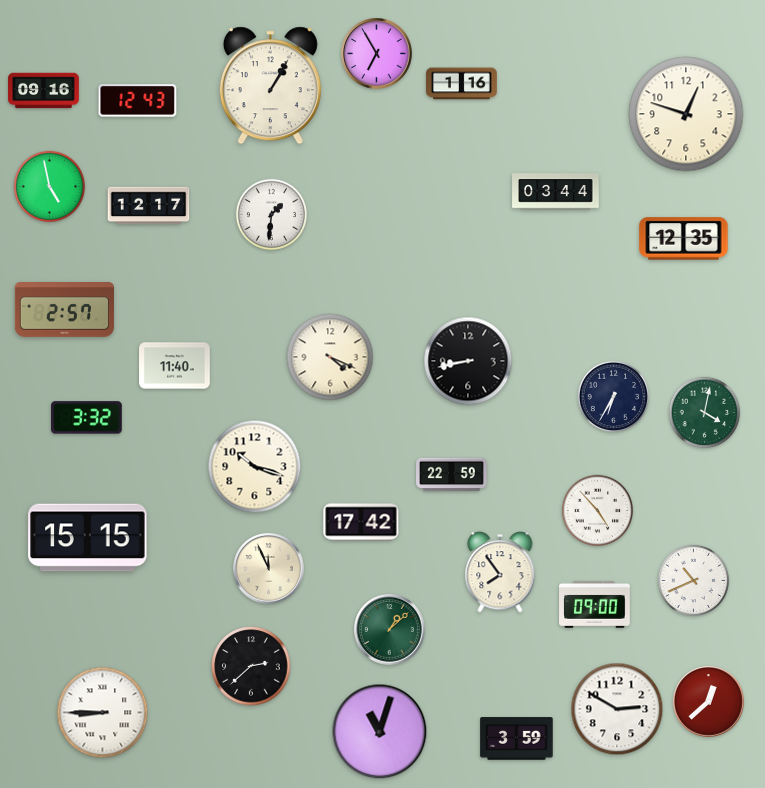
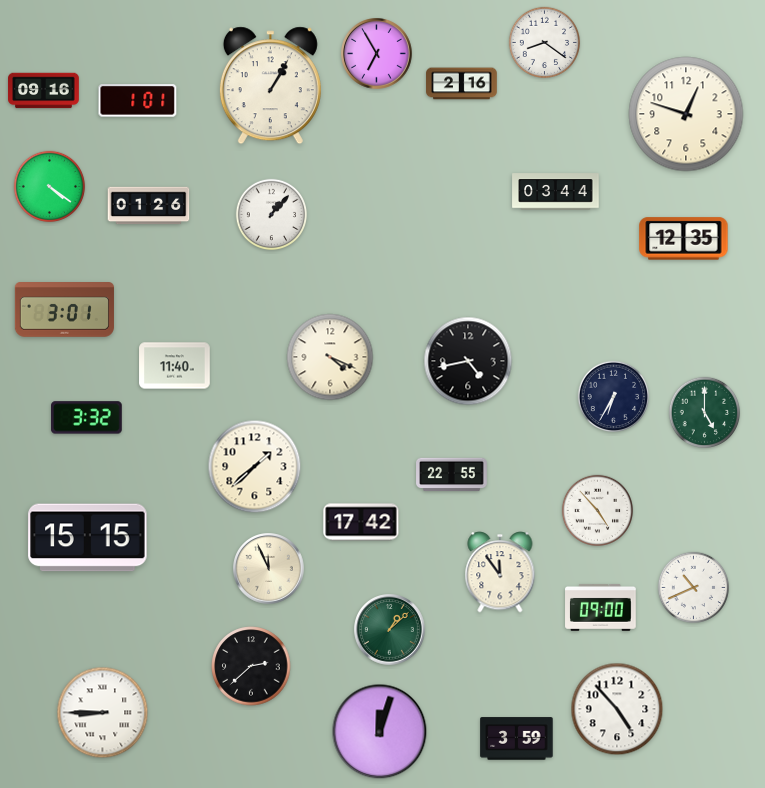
clock at (545, 43): none -> 8:21
clock at (462, 84): 1:16 -> 2:16
clock at (138, 101): 12:43 -> 1:01
clock at (50, 187): 4:58 -> 4:21
clock at (149, 206): 12:17 -> 01:26
clock at (272, 215): 1:31 -> 1:07
clock at (64, 310): 2:57 -> 3:01
clock at (468, 361): 8:43 -> 4:43
clock at (705, 413): 4:02 -> 5:00
clock at (255, 467): 10:18 -> 1:38
clock at (452, 475): 22:59 -> 22:55
clock at (500, 572): 7:54 -> 11:54
clock at (694, 581) position: (694, 581) -> (694, 588)
clock at (595, 604) position: (595, 604) -> (601, 607)
clock at (709, 702): 12:38 -> none
clock at (617, 709): 2:50 -> 4:53
clock at (380, 732): 11:03 -> 12:03
